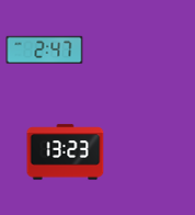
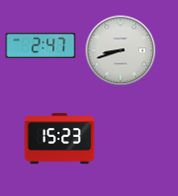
clock at (121, 51): none -> 8:42
clock at (66, 152): 13:23 -> 15:23
